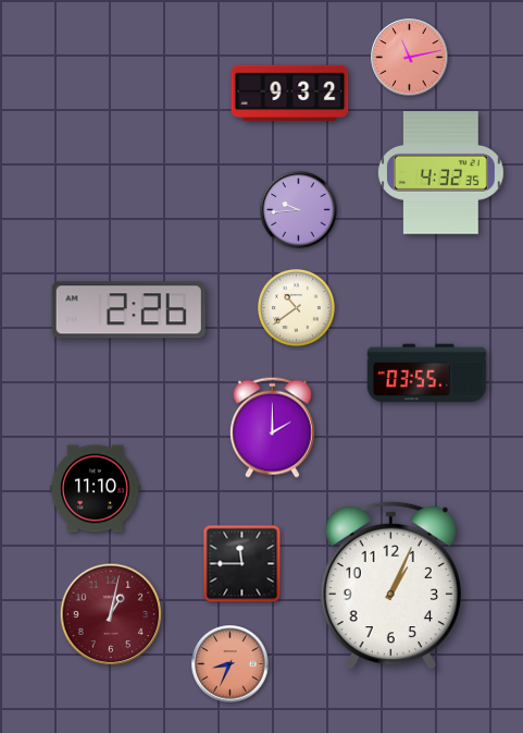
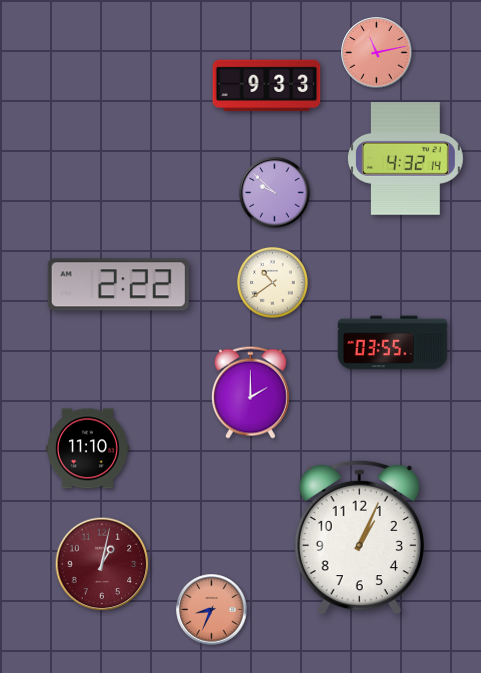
clock at (290, 94): 9:32 -> 9:33
clock at (440, 173): 4:32:35 -> 4:32:14
clock at (299, 210): 9:44 -> 9:52
clock at (128, 310): 2:26 -> 2:22
clock at (242, 564): 11:45 -> none
